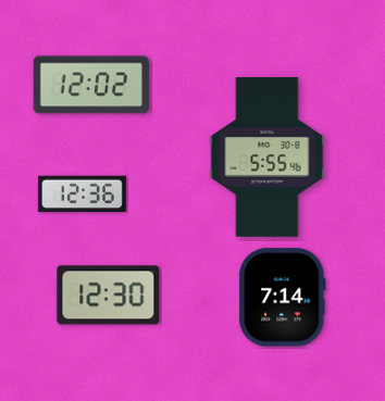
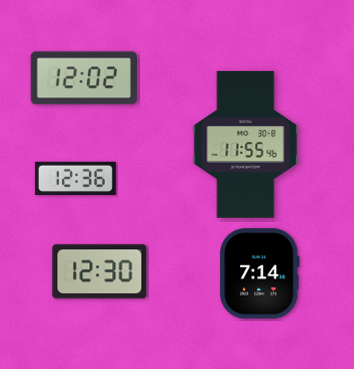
clock at (268, 158): 5:55 -> 11:55
